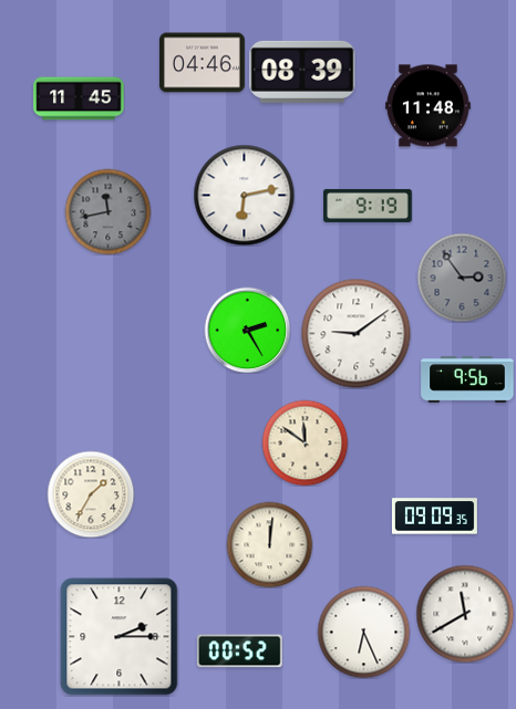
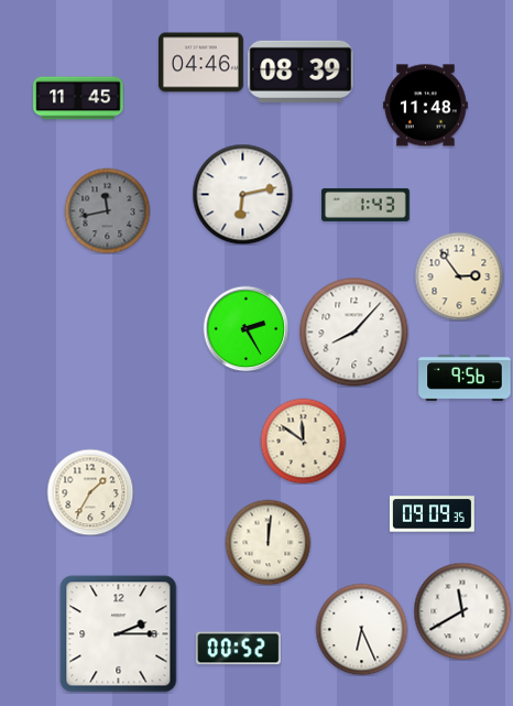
clock at (368, 206): 9:19 -> 1:43
clock at (462, 278) dial: grey -> cream
clock at (357, 334): 9:09 -> 8:07
